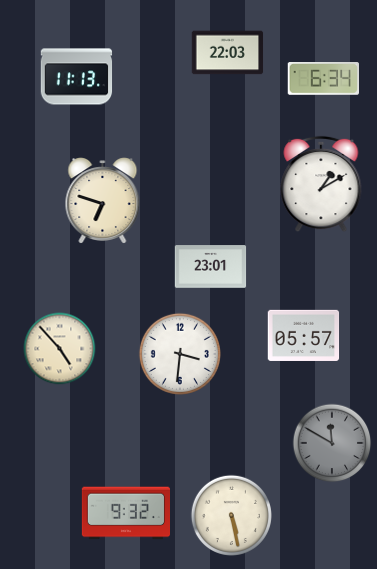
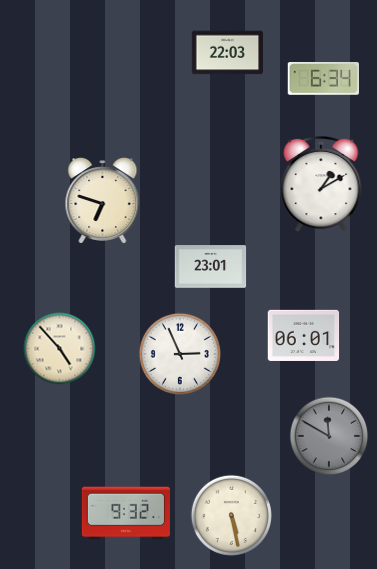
clock at (77, 77): 11:13 -> none
clock at (304, 335): 05:57 -> 06:01
clock at (180, 354): 3:31 -> 2:56
clock at (332, 443) position: (332, 443) -> (329, 436)
